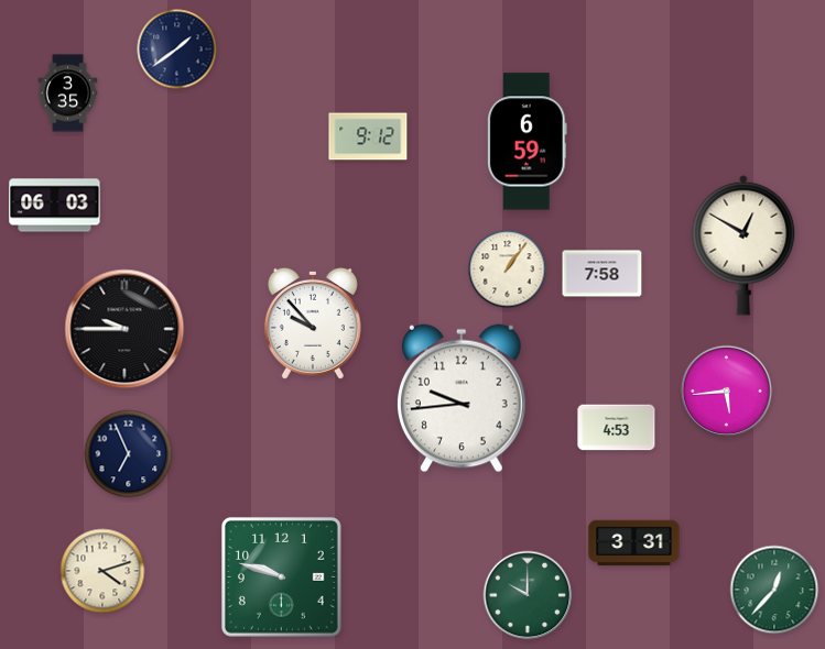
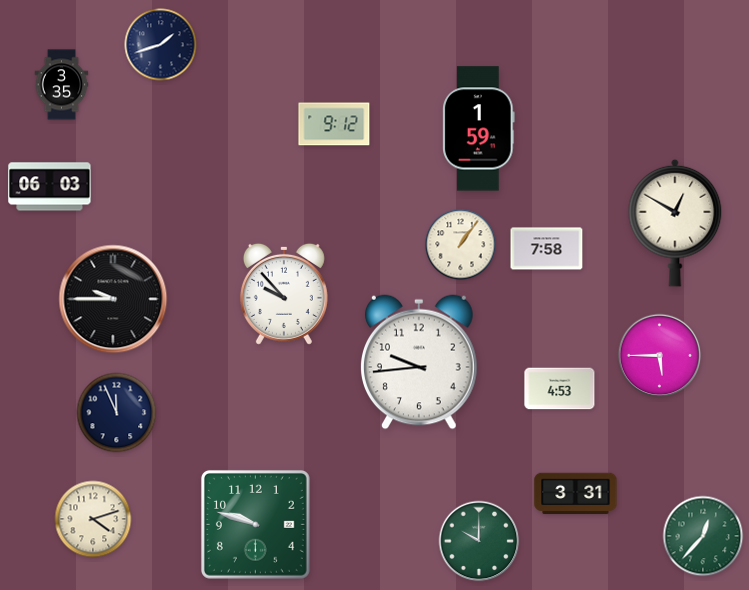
clock at (177, 50): 1:39 -> 1:42
clock at (528, 142): 6:59 -> 1:59
clock at (727, 392): 5:44 -> 5:45
clock at (129, 454): 6:56 -> 11:56
